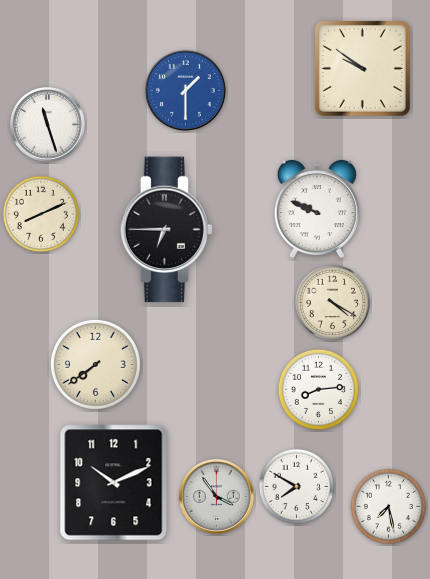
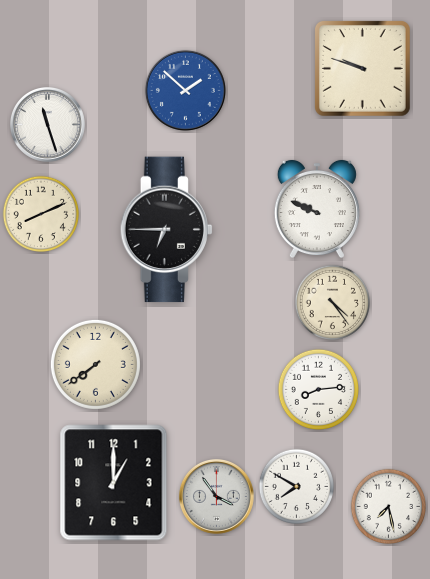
clock at (362, 68): 9:51 -> 9:48
clock at (185, 90): 1:30 -> 1:52
clock at (333, 303): 4:20 -> 4:24
clock at (114, 483): 10:11 -> 1:00
